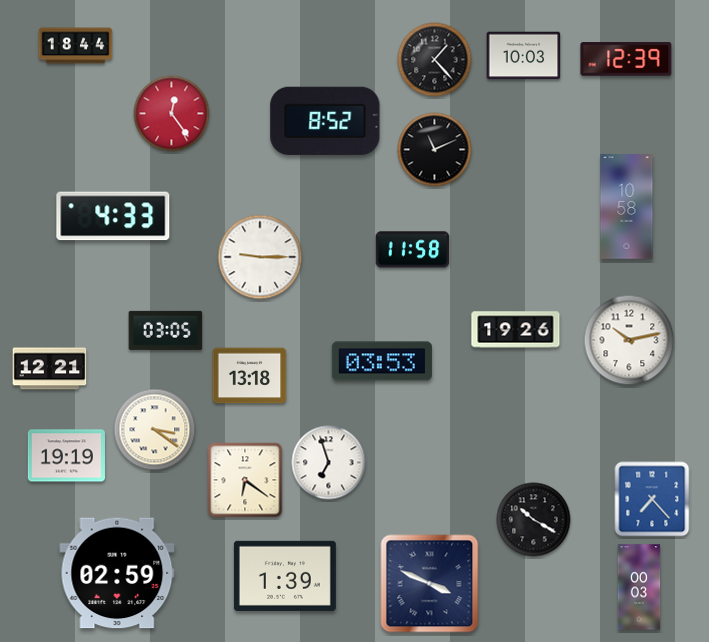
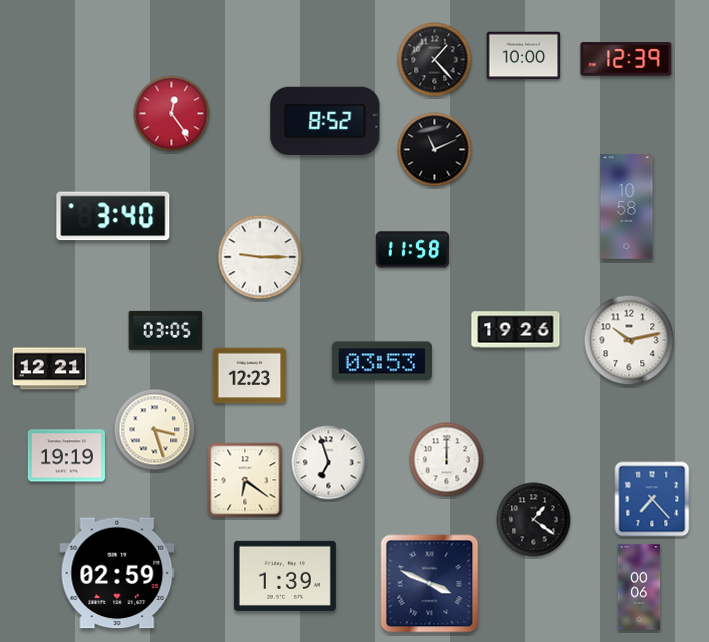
clock at (76, 46): 18:44 -> none
clock at (524, 56): 10:03 -> 10:00
clock at (113, 216): 4:33 -> 3:40
clock at (250, 376): 13:18 -> 12:23
clock at (155, 430): 3:21 -> 3:27
clock at (447, 460): none -> 12:00
clock at (534, 520): 10:20 -> 1:21
clock at (639, 587): 00:03 -> 00:06
